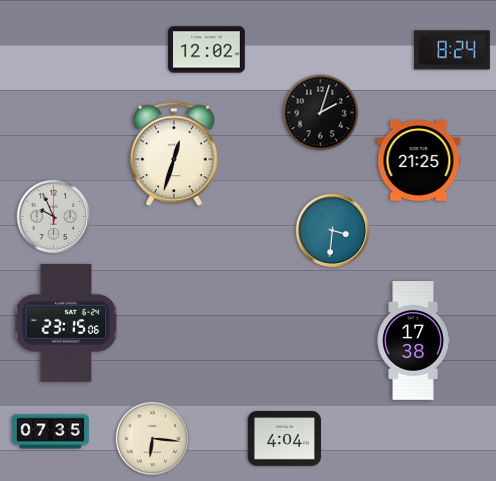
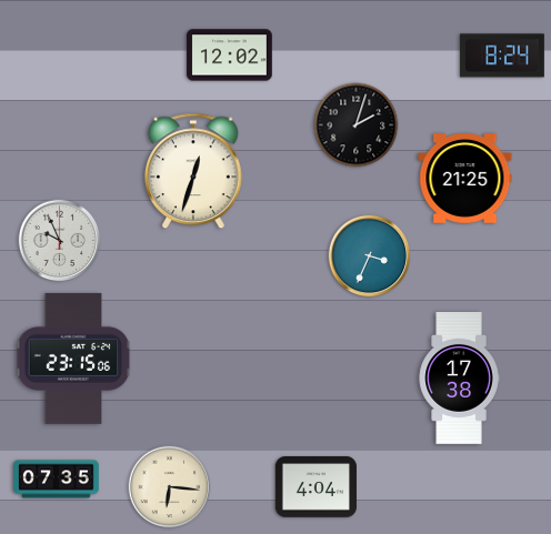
clock at (333, 231): 3:31 -> 3:34
